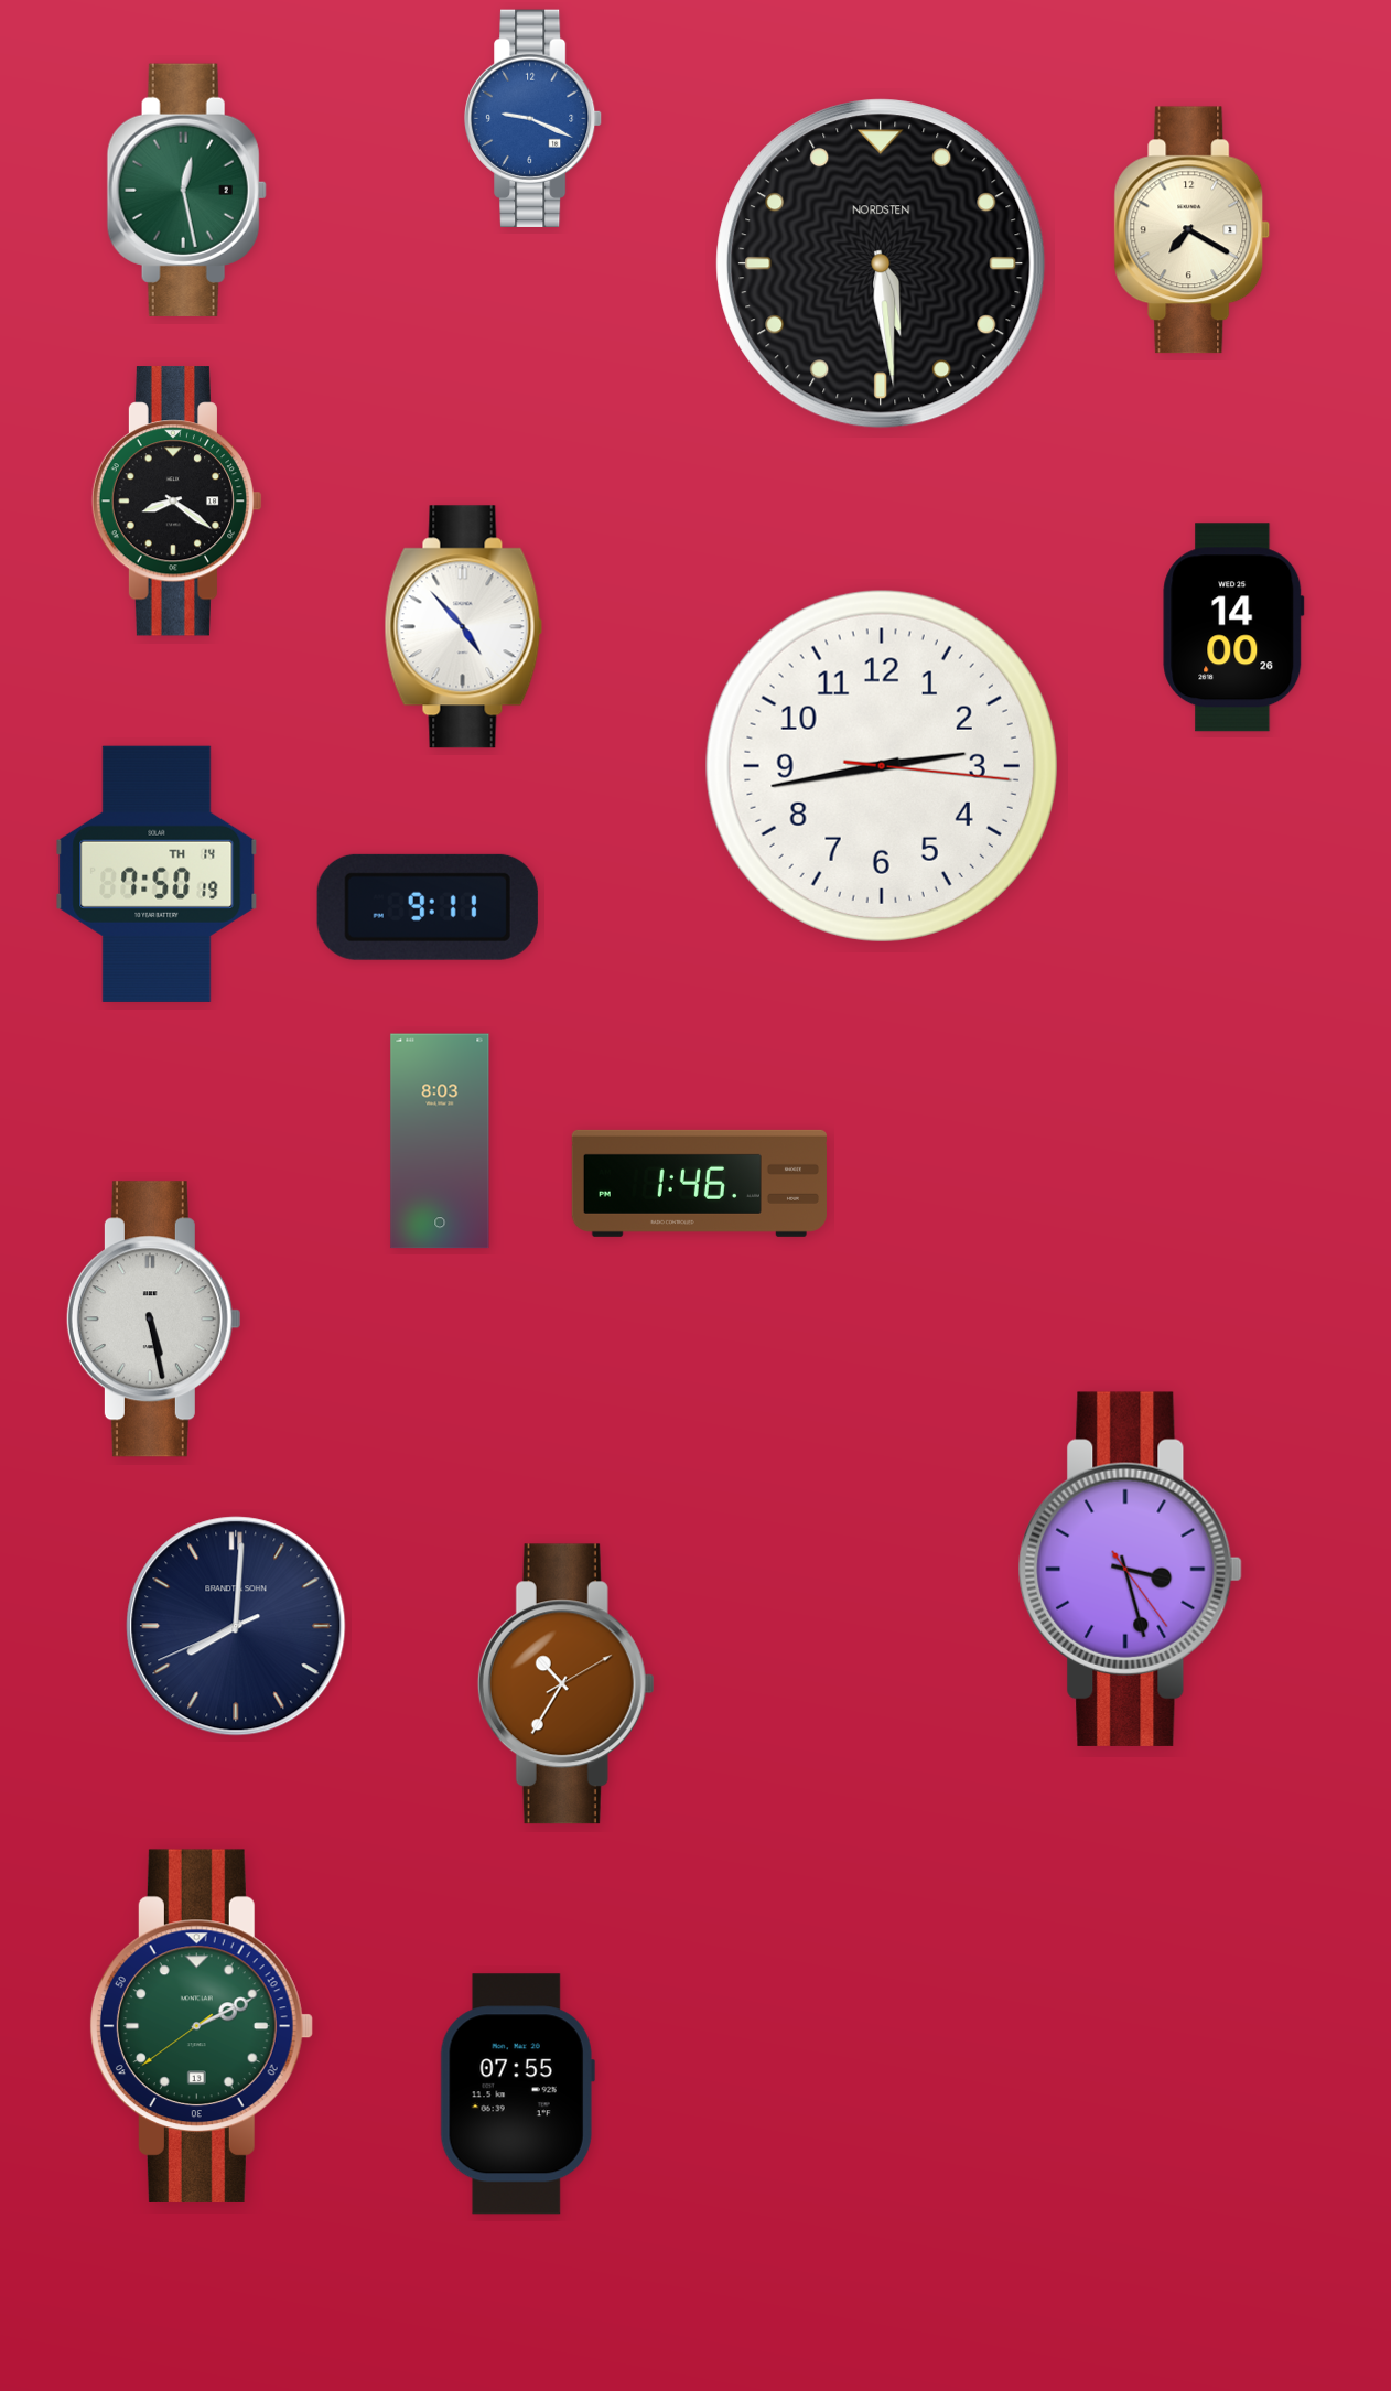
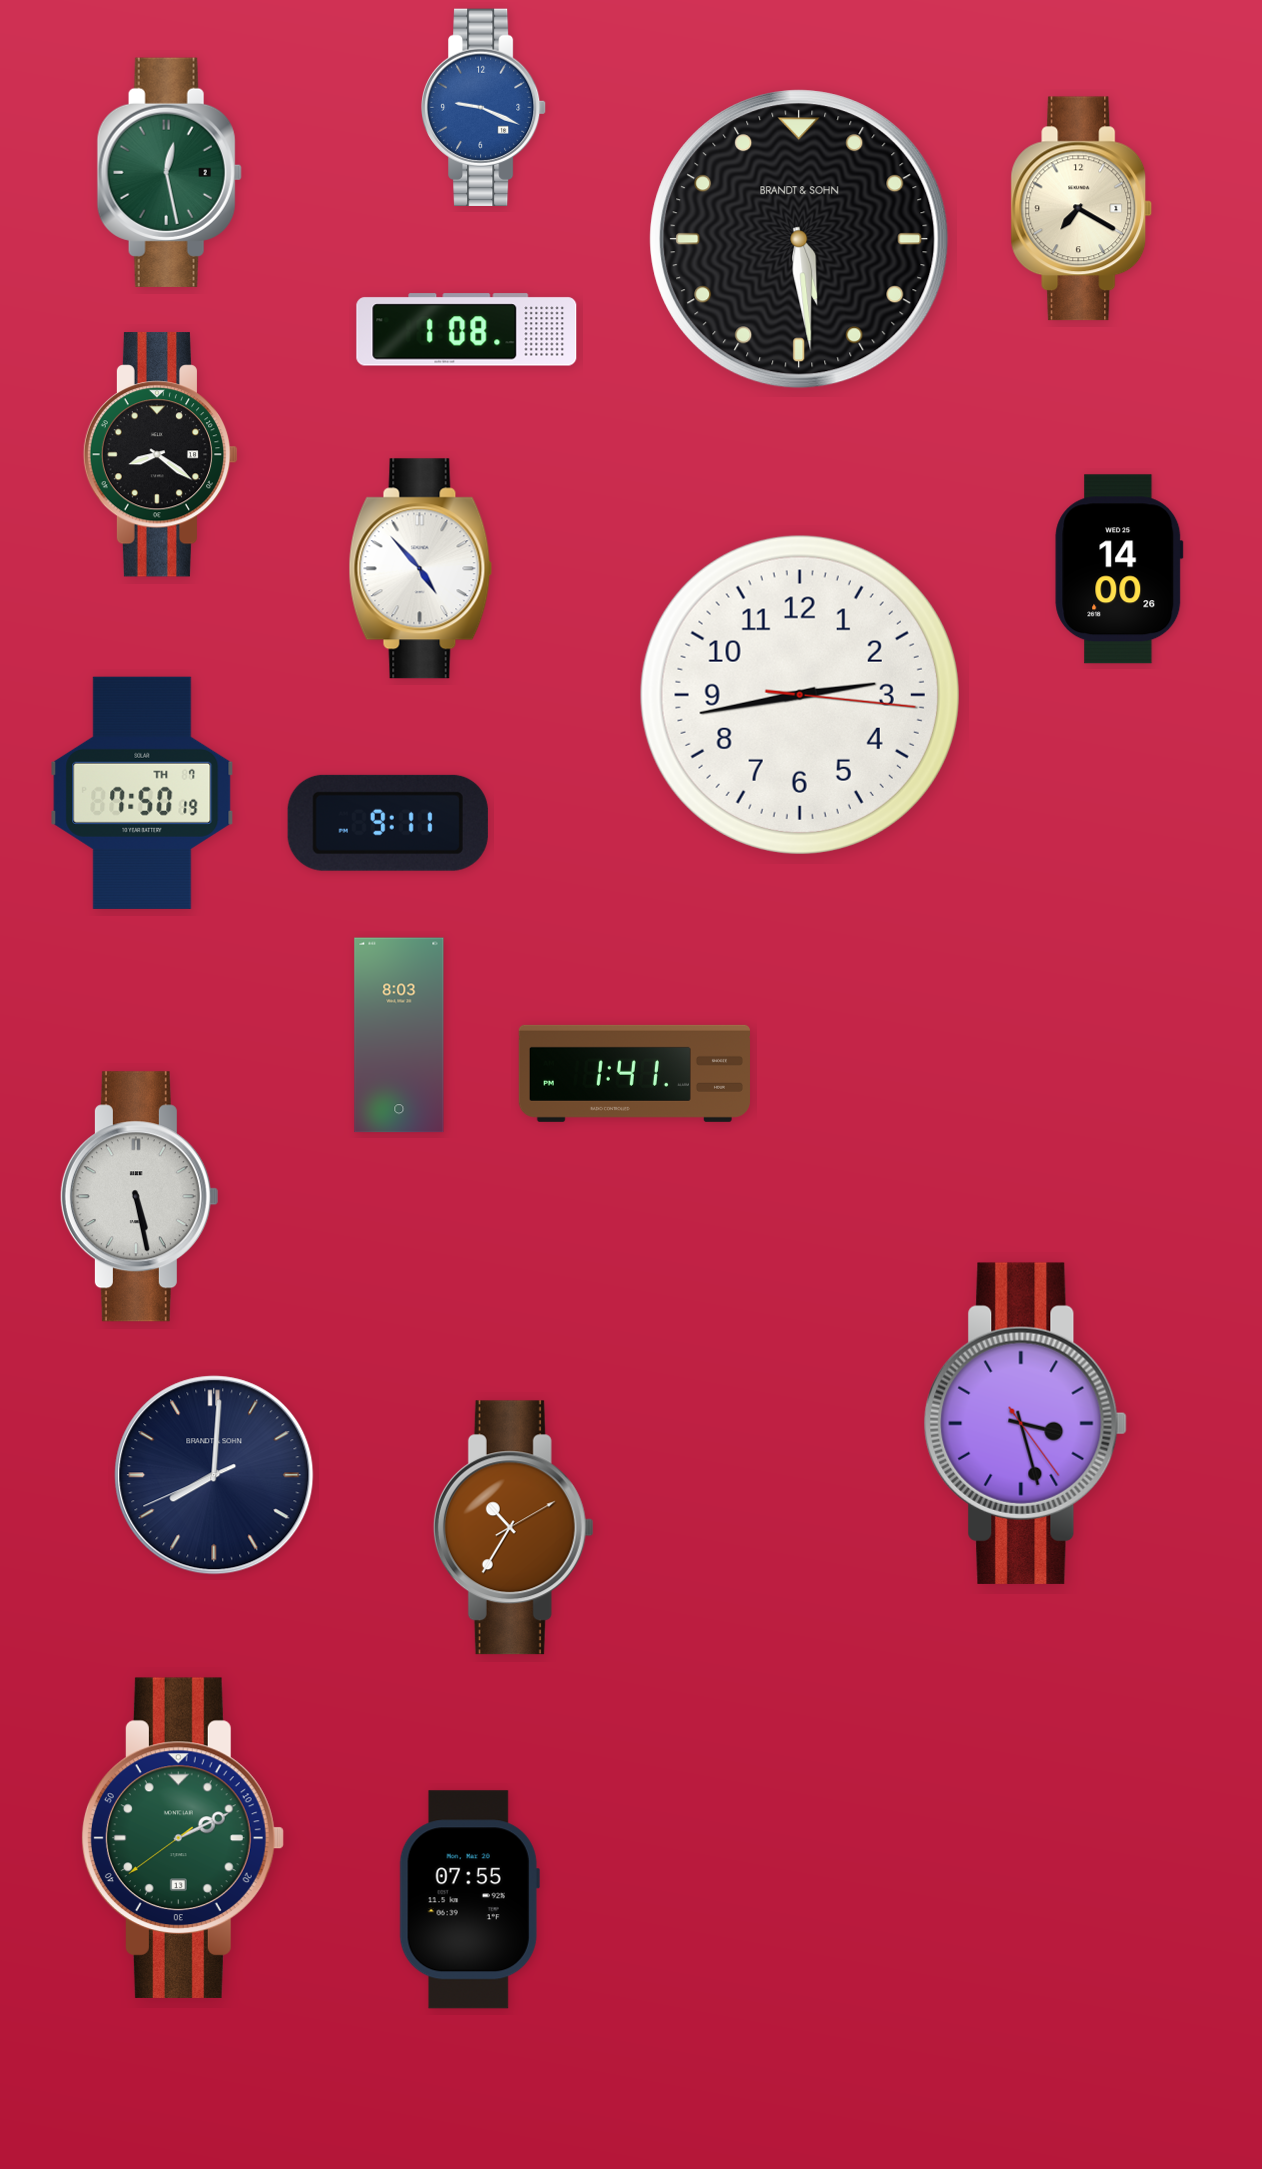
clock at (881, 263) brand: NORDSTEN -> BRANDT & SOHN
clock at (467, 330): none -> 1:08
clock at (157, 874) date: TH 14 -> TH 7
clock at (699, 1183): 1:46 -> 1:41
